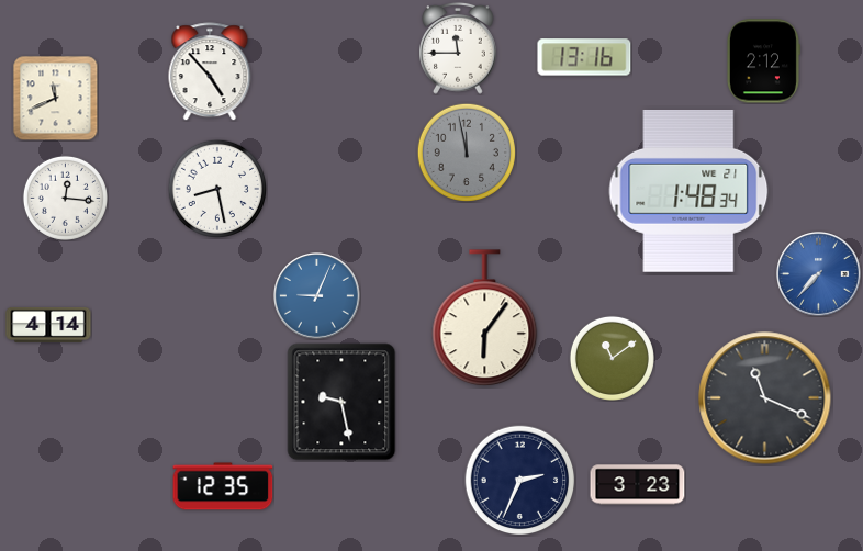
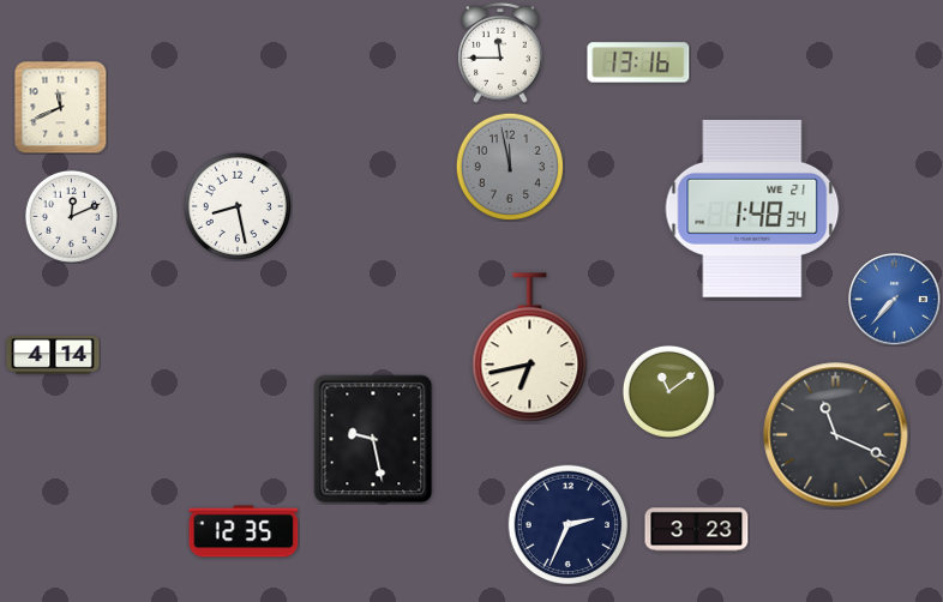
clock at (763, 61): 2:12 -> none
clock at (210, 71): 4:53 -> none
clock at (65, 198): 12:16 -> 12:11
clock at (317, 296): 9:04 -> none
clock at (485, 318): 6:06 -> 6:43
